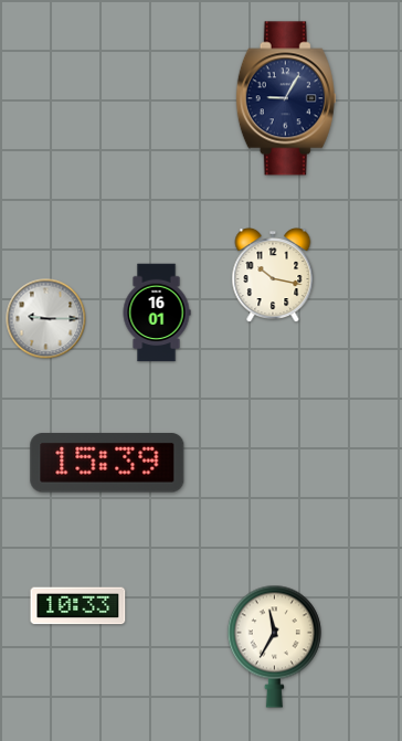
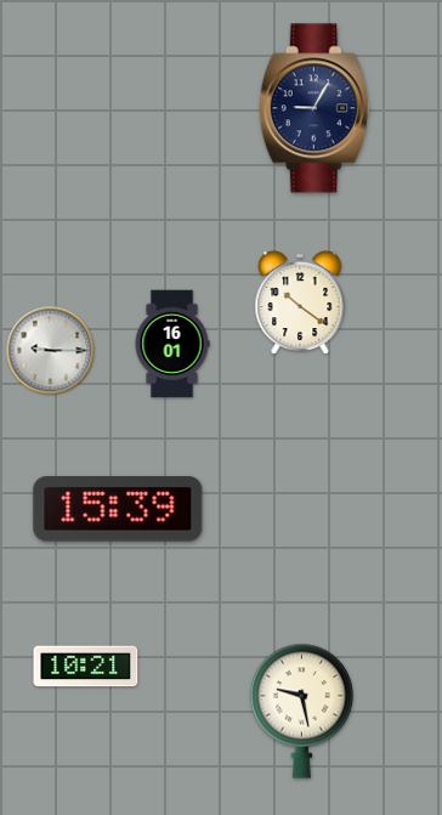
clock at (273, 276): 10:17 -> 10:21
clock at (78, 606): 10:33 -> 10:21
clock at (274, 646): 11:35 -> 9:28
